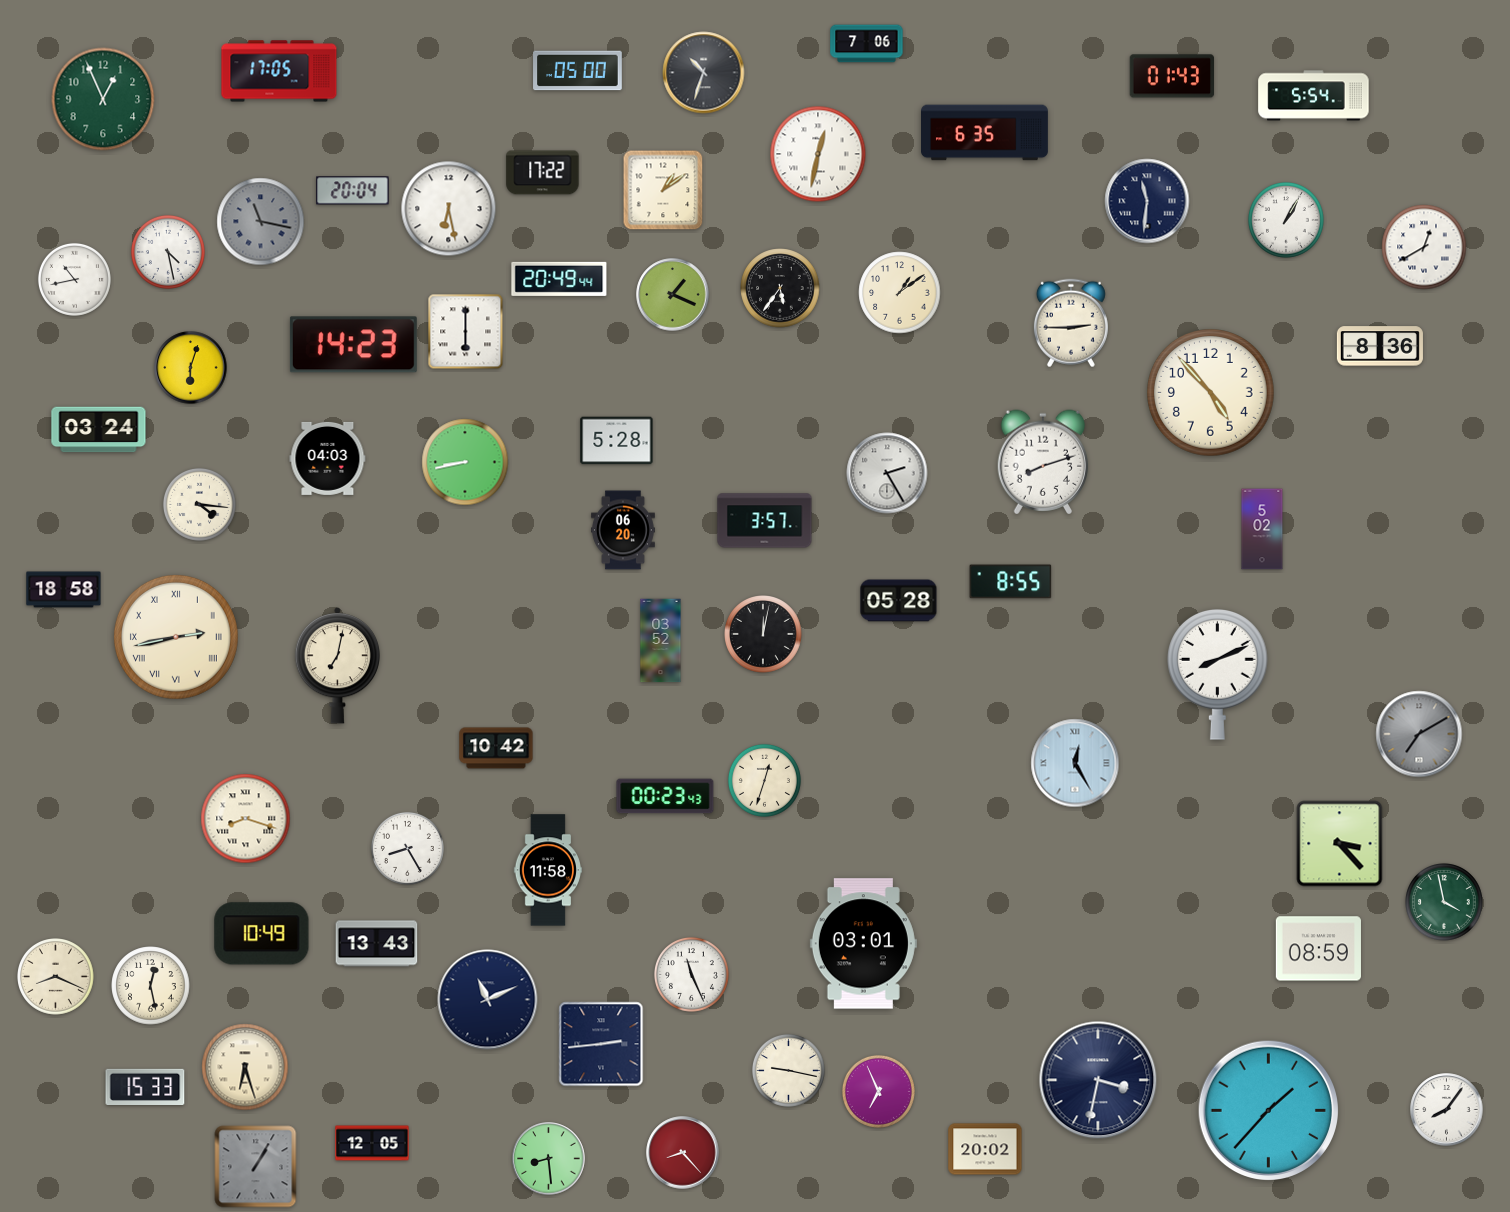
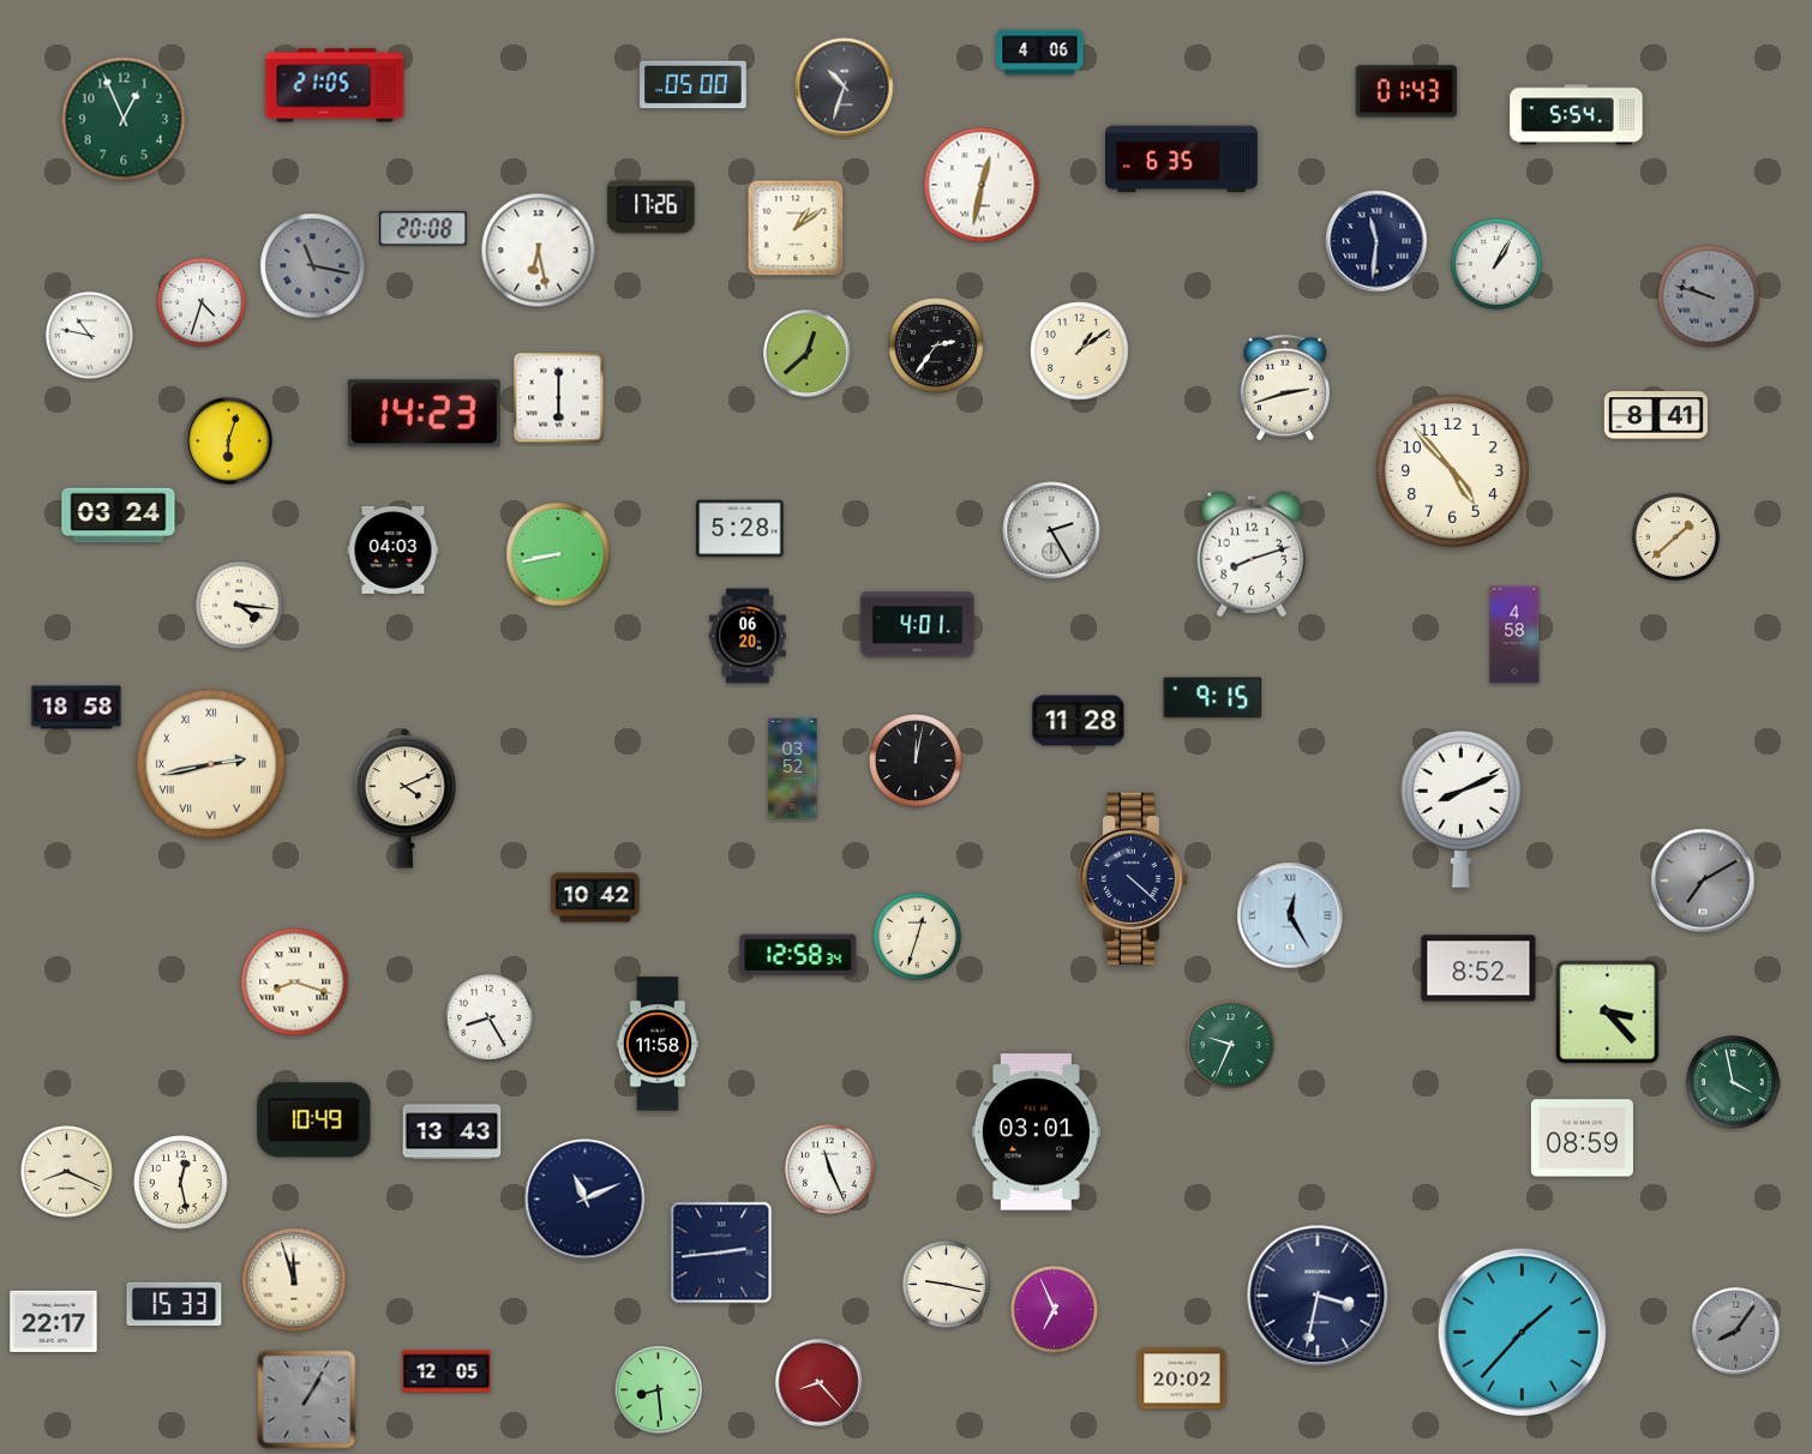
clock at (867, 44): 7:06 -> 4:06
clock at (279, 71): 17:05 -> 21:05
clock at (543, 173): 17:22 -> 17:26
clock at (353, 191): 20:04 -> 20:08
clock at (1286, 220) position: (1286, 220) -> (1496, 264)
clock at (1424, 247): 12:40 -> 9:48
clock at (1424, 247) dial: white -> grey
clock at (168, 252): 4:28 -> 4:33
clock at (74, 279): 10:43 -> 10:47
clock at (559, 279): 20:49 -> none
clock at (780, 288): 5:36 -> 2:36
clock at (673, 295): 1:19 -> 12:38
clock at (1071, 323): 2:45 -> 2:42
clock at (1380, 346): 8:36 -> 8:41
clock at (1675, 536): none -> 1:38
clock at (887, 473) position: (887, 473) -> (1051, 530)
clock at (765, 521): 3:57 -> 4:01
clock at (1262, 529): 5:02 -> 4:58
clock at (1011, 582): 8:55 -> 9:15
clock at (899, 601): 05:28 -> 11:28
clock at (337, 666): 7:02 -> 4:11
clock at (1133, 878): none -> 4:22
clock at (665, 796): 00:23 -> 12:58
clock at (1478, 968): none -> 8:52
clock at (1230, 1044): none -> 9:34
clock at (245, 1067): 6:27 -> 11:57
clock at (54, 1321): none -> 22:17
clock at (1447, 1110) dial: white -> grey
